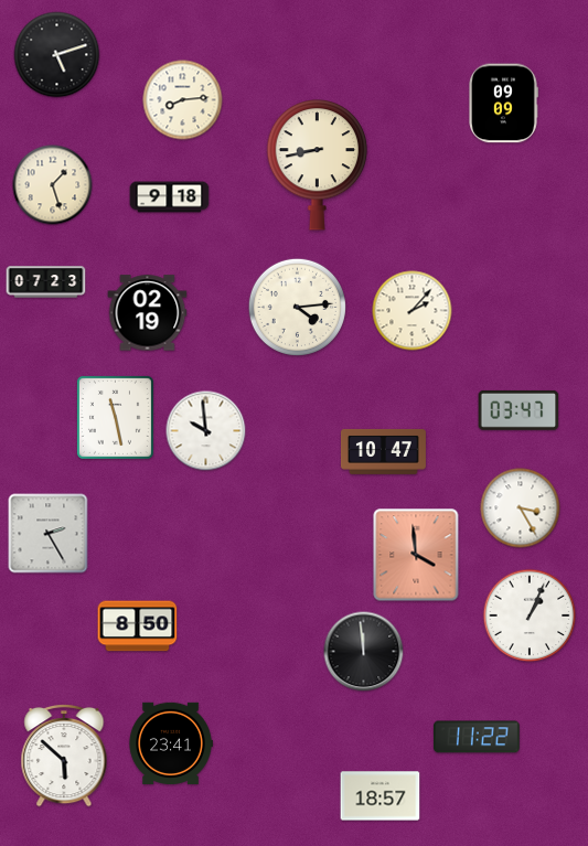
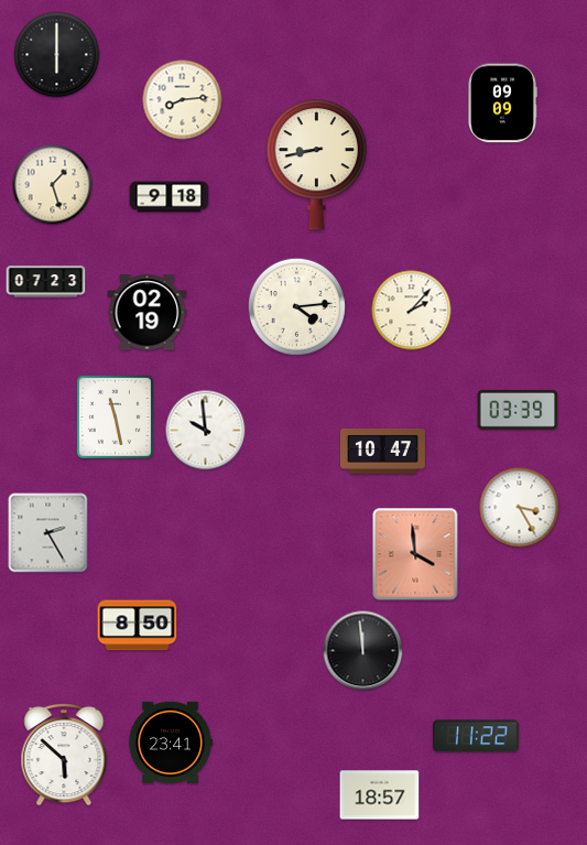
clock at (57, 55): 5:12 -> 6:00
clock at (518, 410): 03:47 -> 03:39
clock at (530, 615): 1:04 -> none
